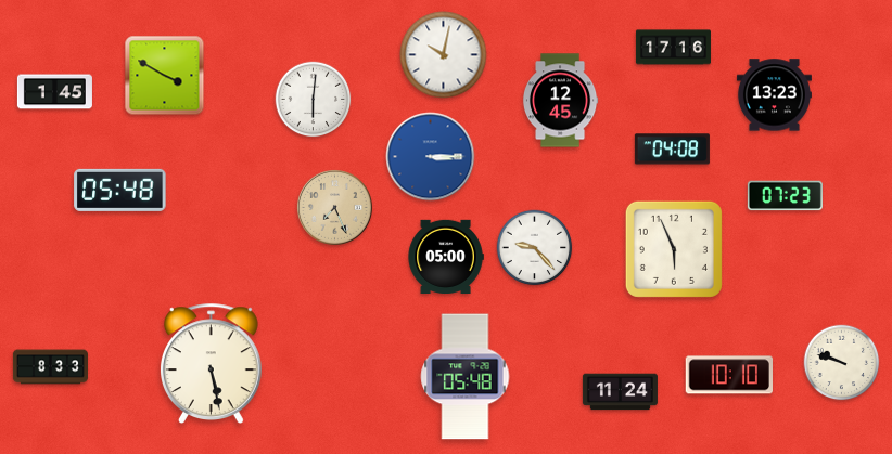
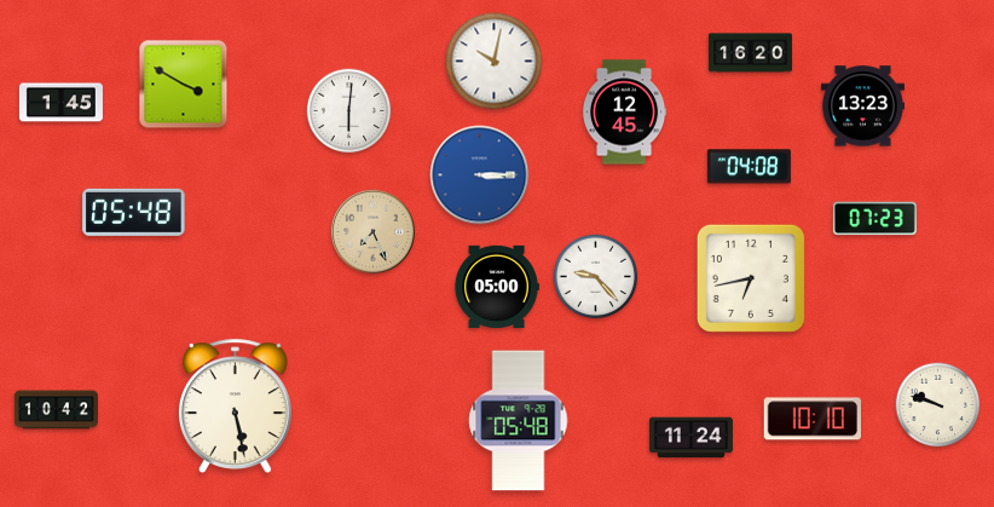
clock at (673, 48): 17:16 -> 16:20
clock at (674, 249): 5:56 -> 6:43
clock at (50, 367): 8:33 -> 10:42
